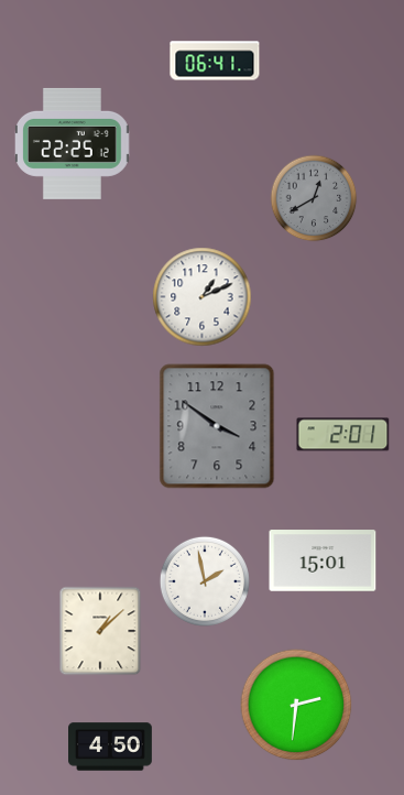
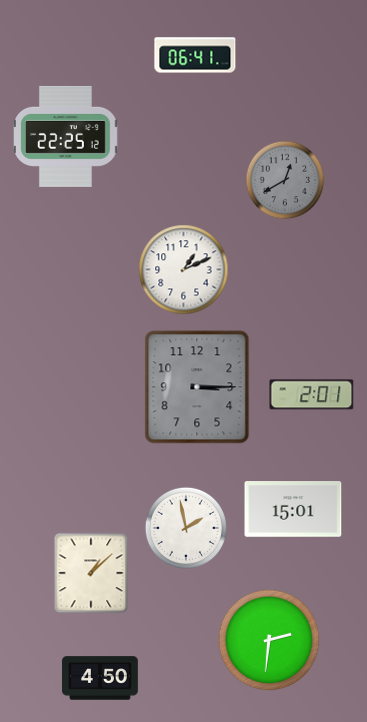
clock at (73, 143) position: (73, 143) -> (66, 136)
clock at (217, 426): 3:51 -> 3:15
